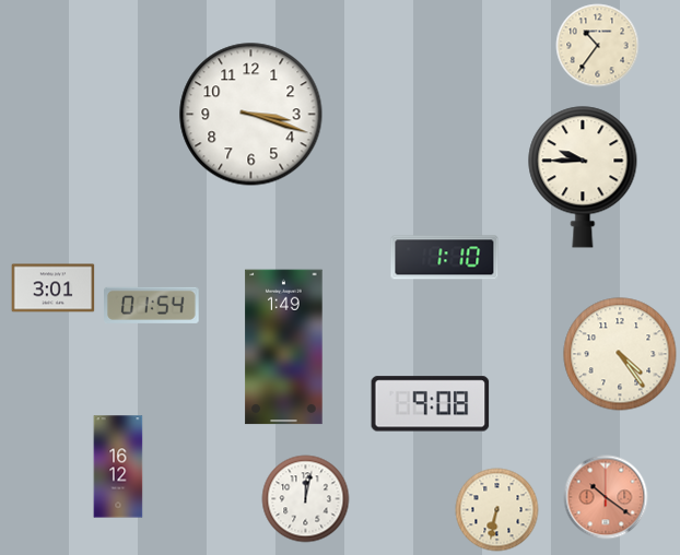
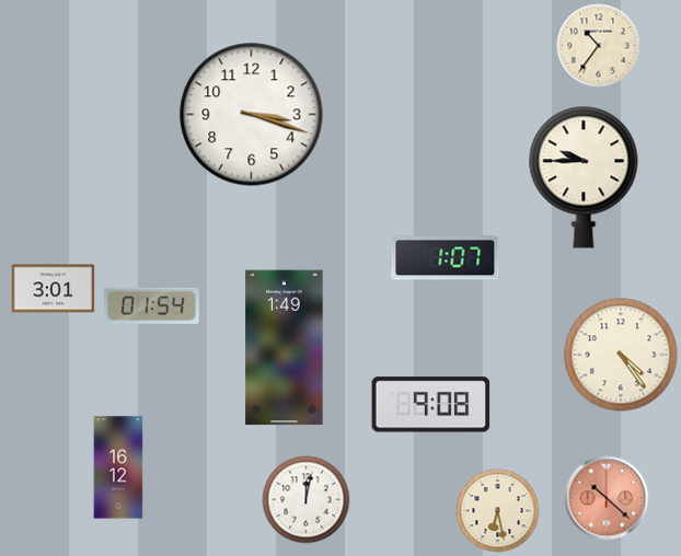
clock at (445, 258): 1:10 -> 1:07
clock at (606, 497): 10:21 -> 10:22
clock at (497, 510): 6:32 -> 6:28
